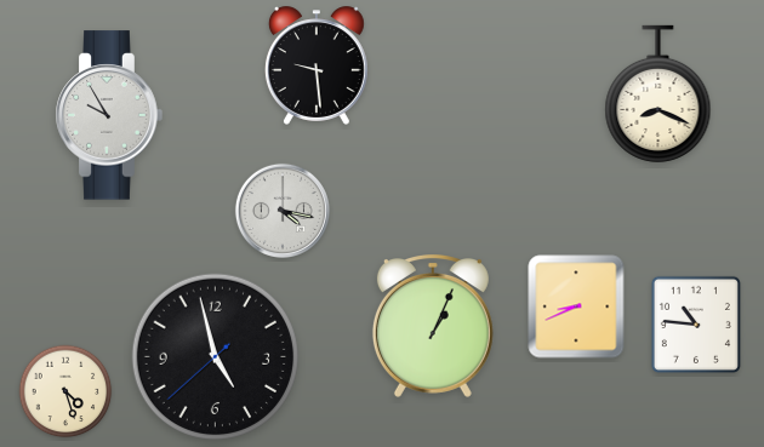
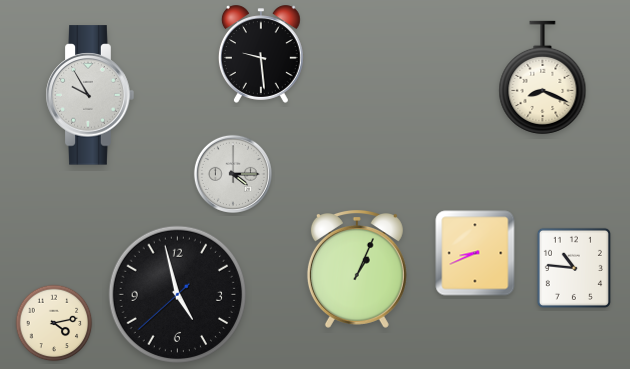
clock at (283, 211): 4:17 -> 4:15
clock at (65, 391): 4:27 -> 4:13
